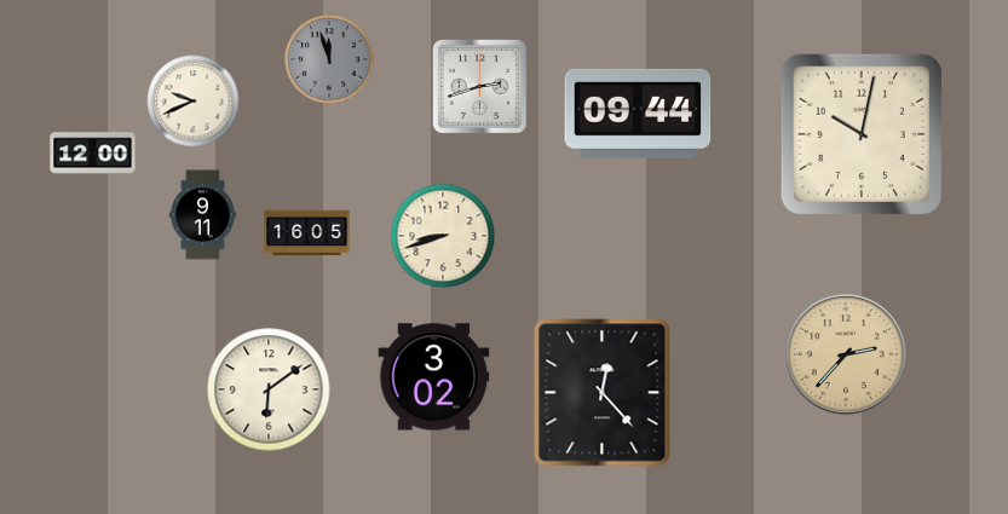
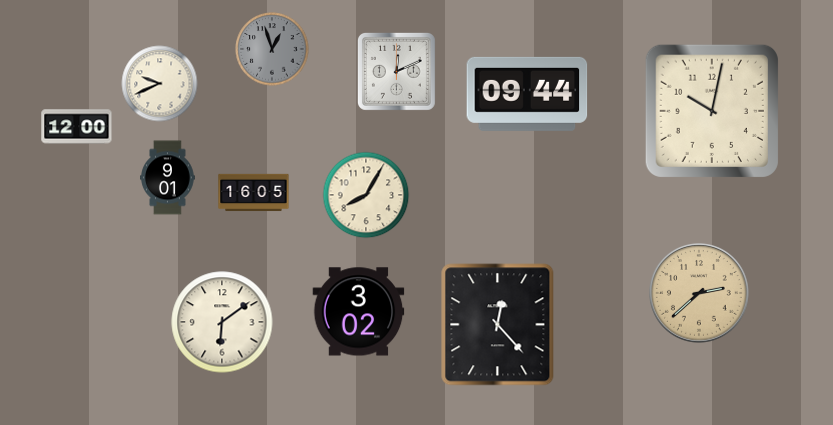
clock at (329, 59): 11:57 -> 12:57
clock at (479, 86): 2:42 -> 12:11
clock at (203, 215): 9:11 -> 9:01
clock at (443, 236): 8:42 -> 8:05
clock at (847, 356): 2:37 -> 2:38
